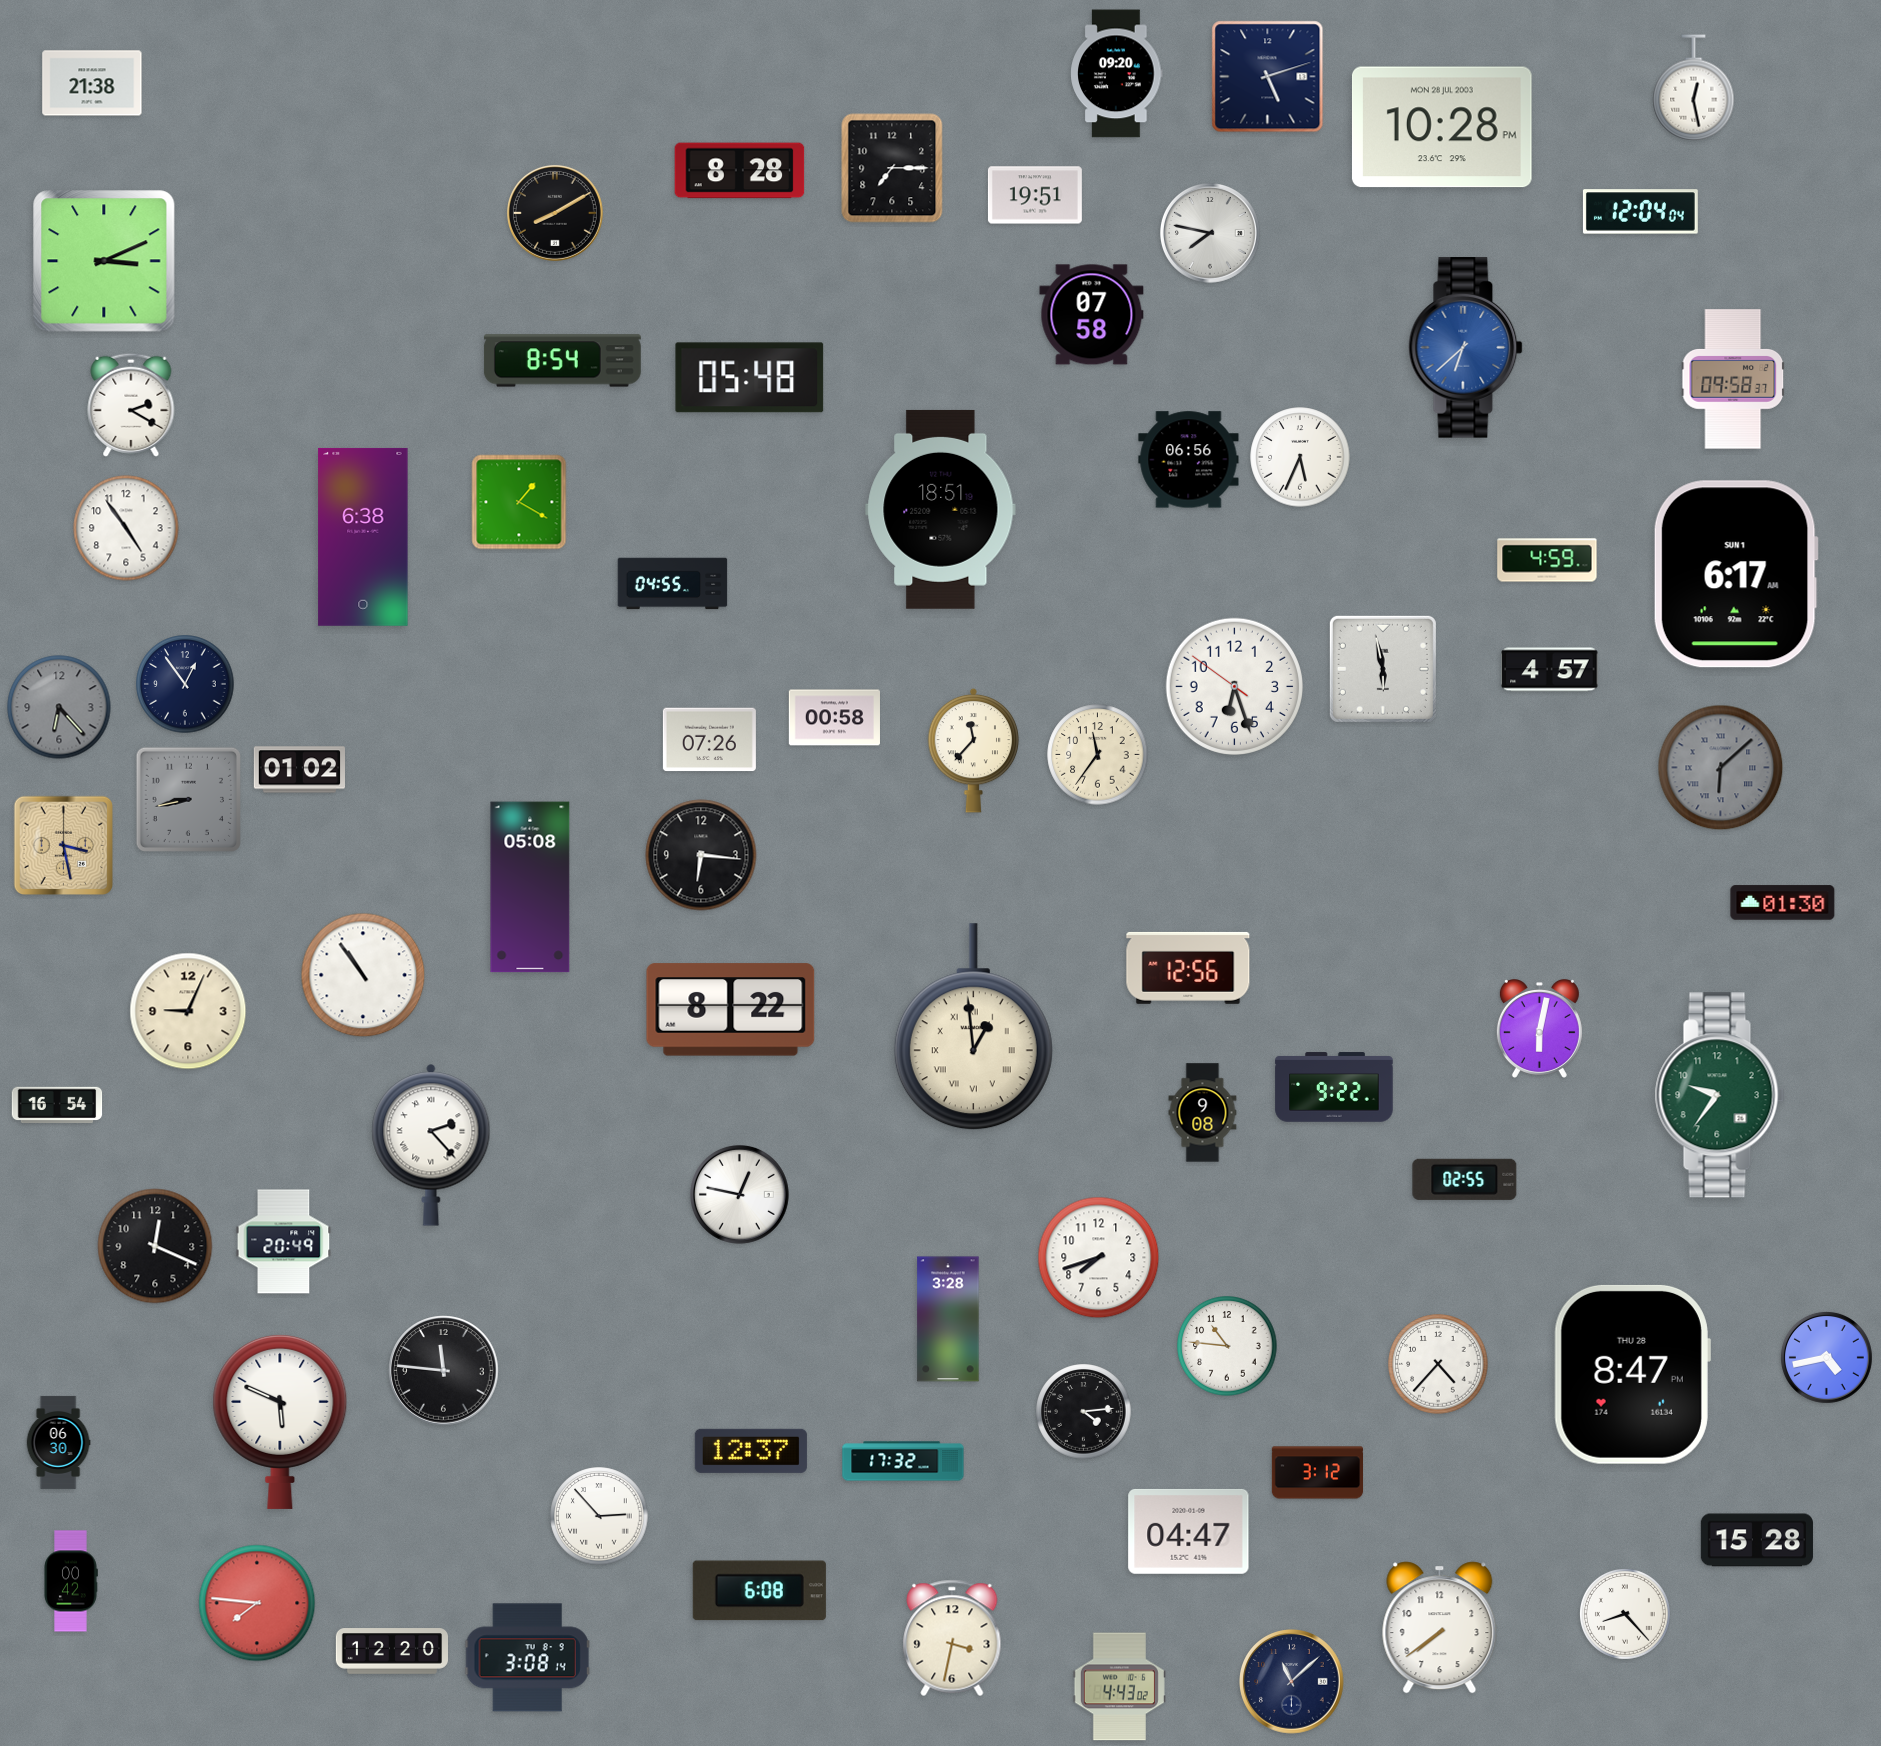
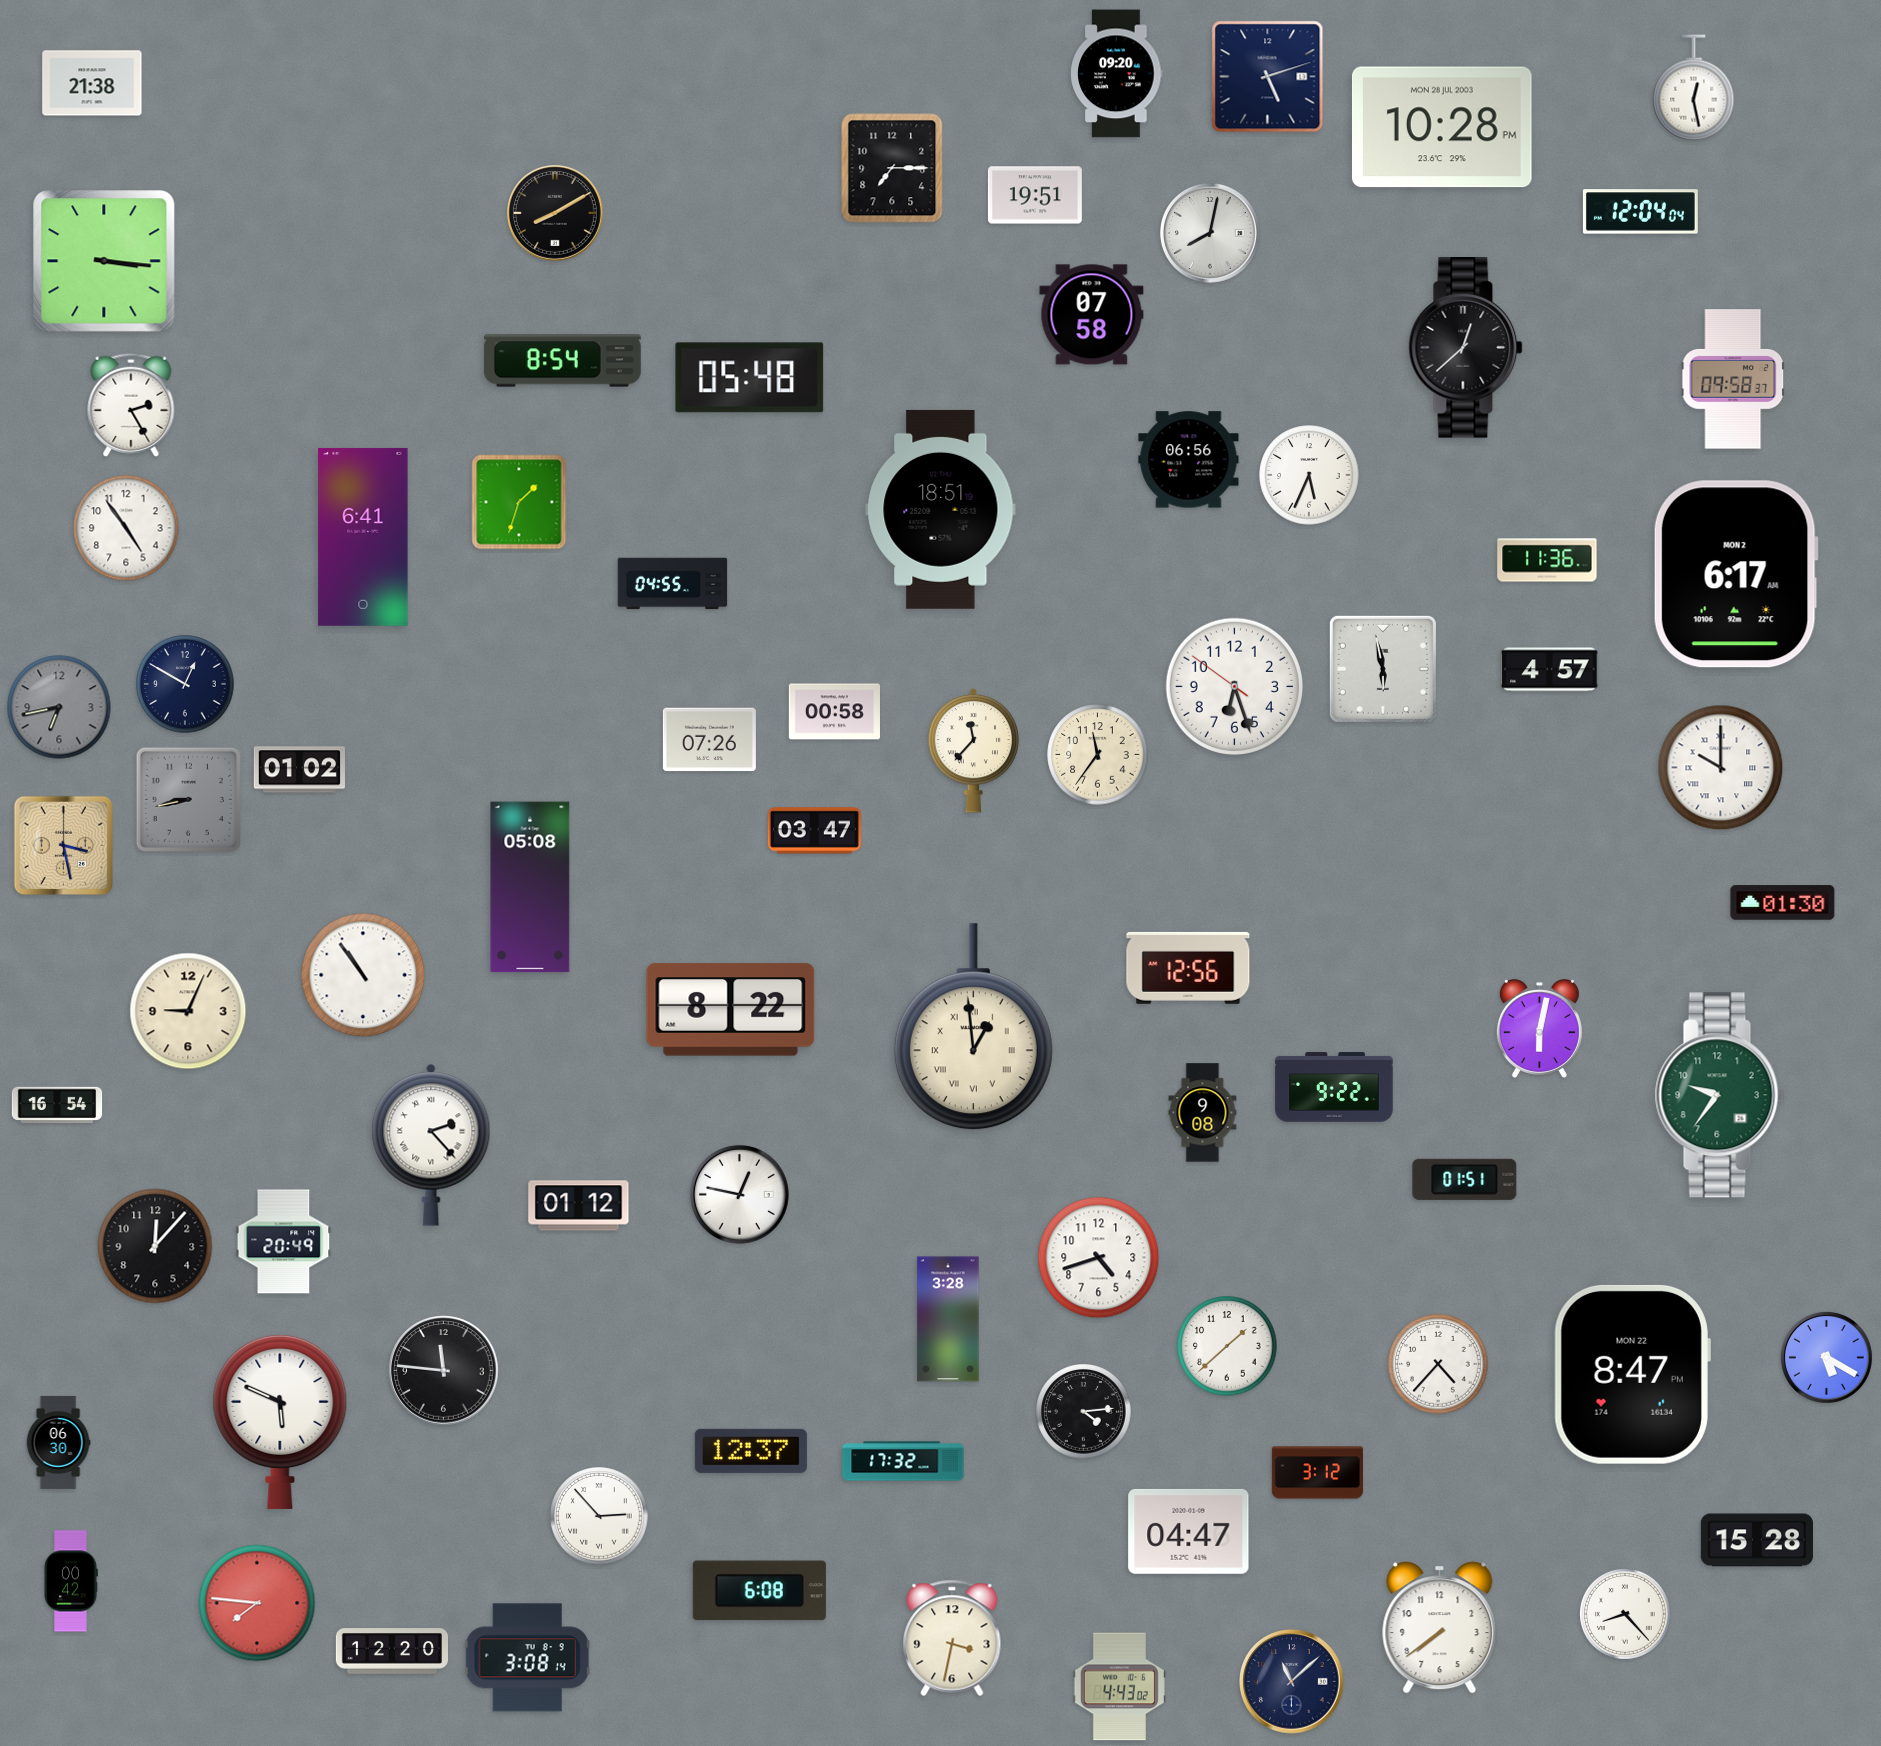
clock at (740, 171): 8:28 -> none
clock at (1211, 234): 7:47 -> 8:02
clock at (104, 261): 3:11 -> 3:16
clock at (1466, 348): 6:38 -> 12:38
clock at (1466, 348) dial: blue -> black
clock at (131, 405): 2:20 -> 2:25
clock at (1300, 457) position: (1300, 457) -> (1309, 475)
clock at (519, 502): 1:20 -> 1:33
clock at (363, 537): 6:38 -> 6:41
clock at (1547, 560): 4:59 -> 11:36
clock at (1736, 574) date: SUN 1 -> MON 2
clock at (185, 684): 12:54 -> 12:50
clock at (59, 707): 6:23 -> 6:43
clock at (834, 718) position: (834, 718) -> (834, 712)
clock at (1721, 768): 6:08 -> 10:00
clock at (1721, 768) dial: grey -> white
clock at (814, 831): none -> 03:47
clock at (701, 855): 6:16 -> none
clock at (1465, 1179): 02:55 -> 01:51
clock at (579, 1206): none -> 01:12
clock at (155, 1246): 12:19 -> 12:07
clock at (1099, 1258): 7:42 -> 4:42
clock at (1227, 1346): 10:46 -> 1:38
clock at (1826, 1357): 4:43 -> 5:20
clock at (1632, 1374) date: THU 28 -> MON 22
